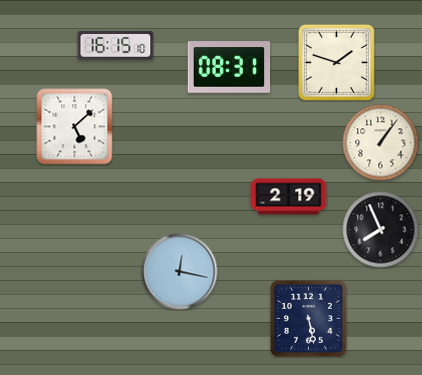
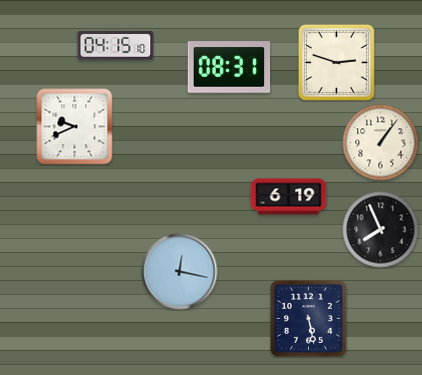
clock at (116, 46): 16:15 -> 04:15
clock at (336, 62): 1:48 -> 2:48
clock at (75, 127): 5:08 -> 9:41
clock at (289, 197): 2:19 -> 6:19
